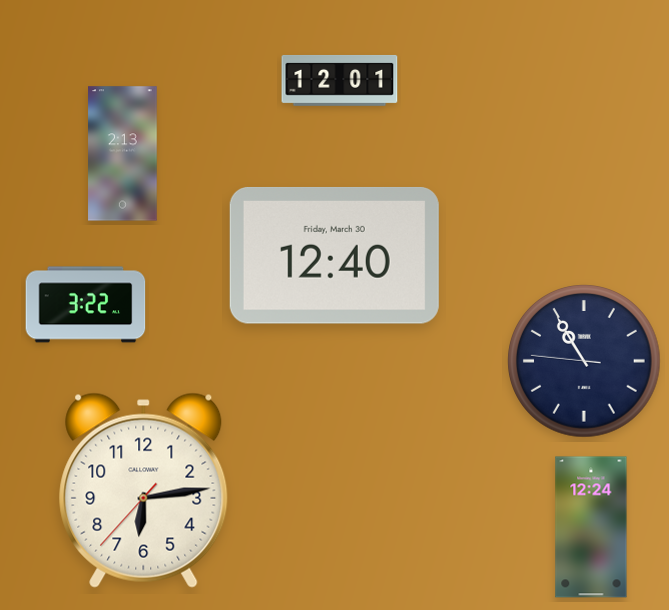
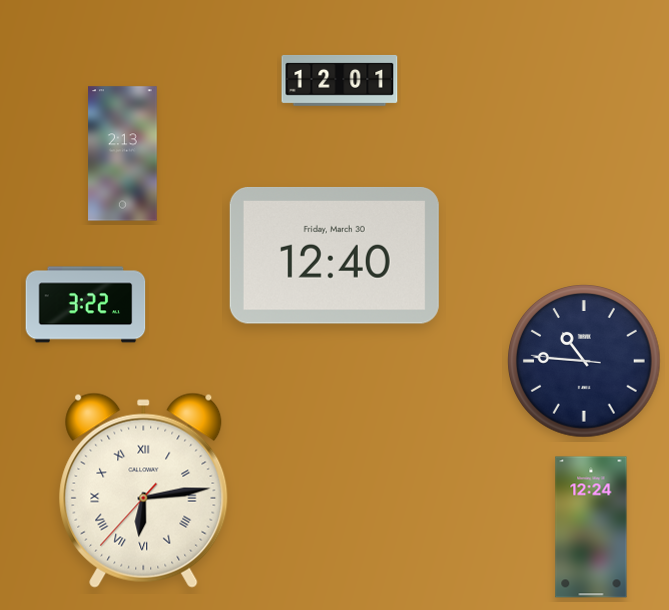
clock at (584, 361): 10:54 -> 10:45
clock at (144, 490) numerals: Arabic -> Roman
